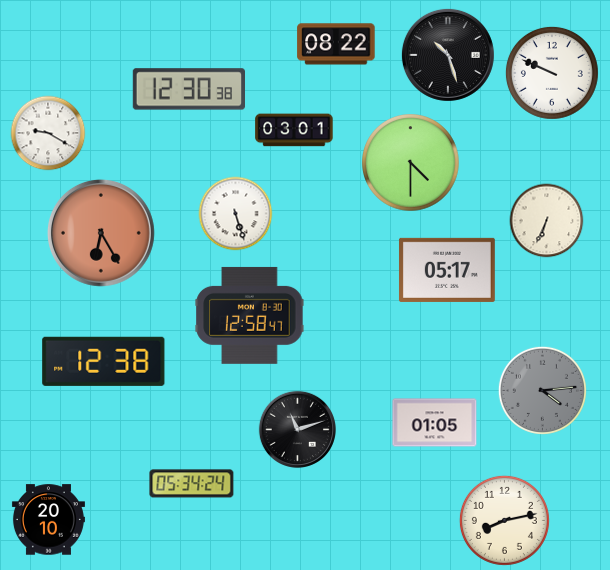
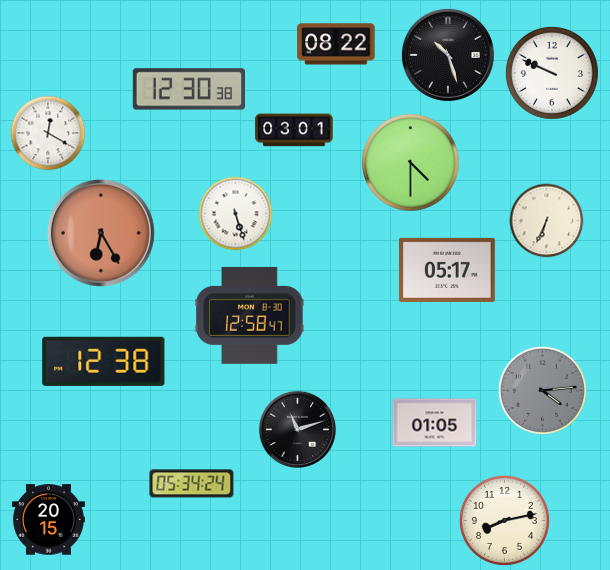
clock at (48, 133): 9:20 -> 12:20
clock at (48, 520): 20:10 -> 20:15
